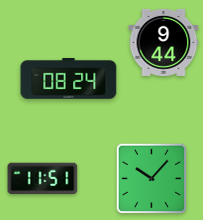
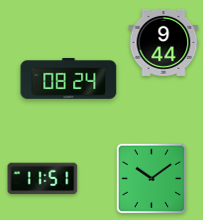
clock at (152, 179): 10:07 -> 10:09
